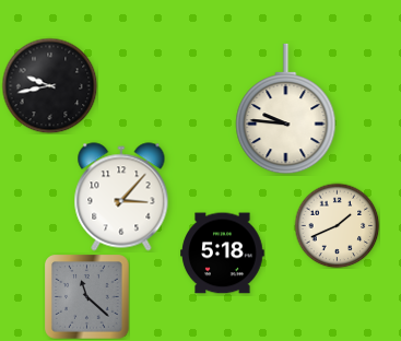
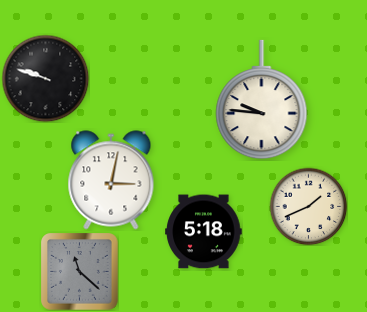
clock at (49, 85): 9:43 -> 9:48
clock at (121, 197): 3:07 -> 3:02
